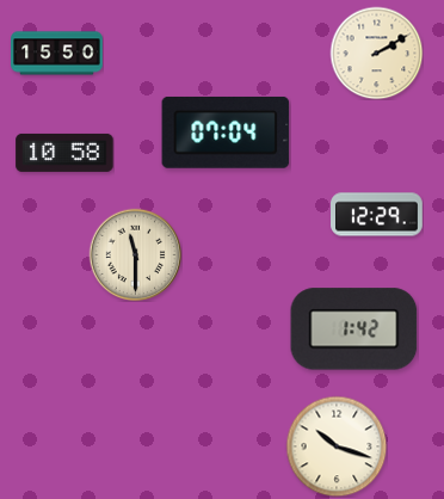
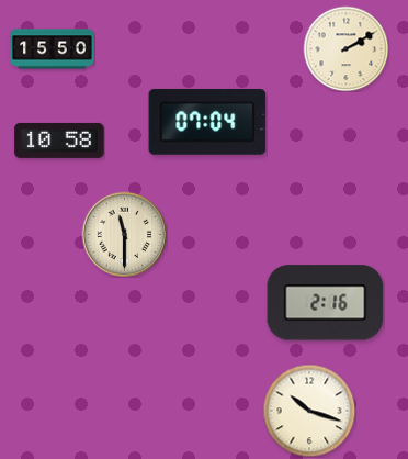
clock at (377, 215): 12:29 -> none
clock at (354, 329): 1:42 -> 2:16
